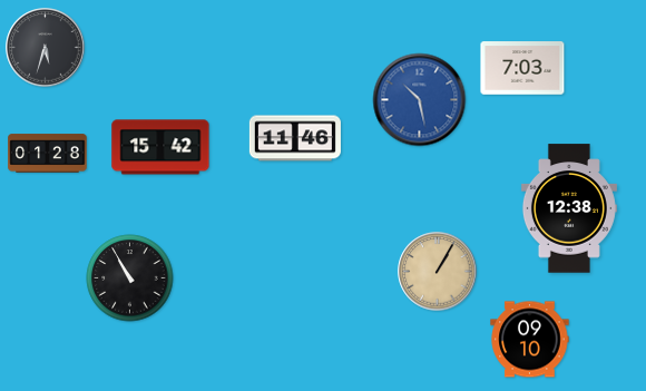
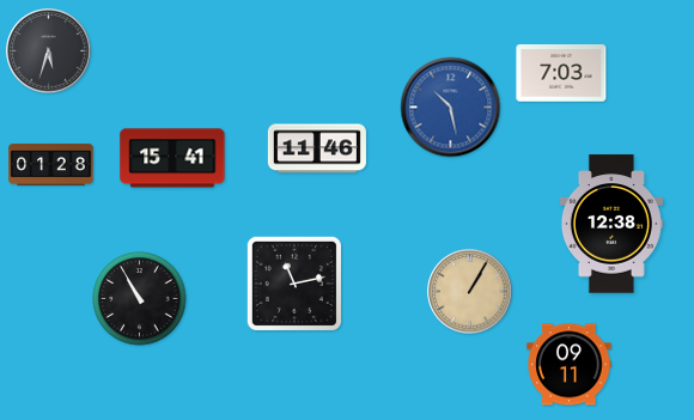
clock at (160, 147): 15:42 -> 15:41
clock at (294, 284): none -> 11:13
clock at (530, 340): 09:10 -> 09:11
